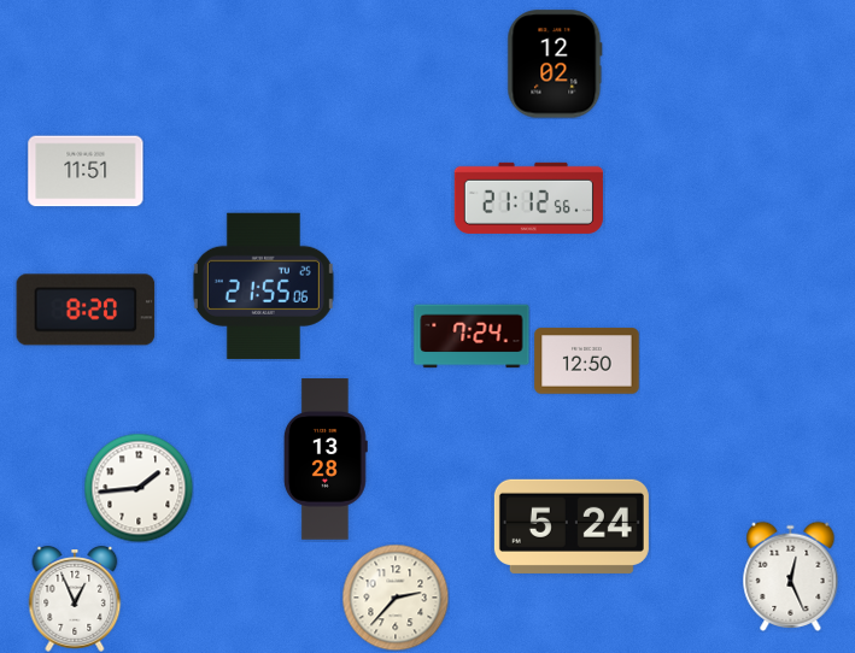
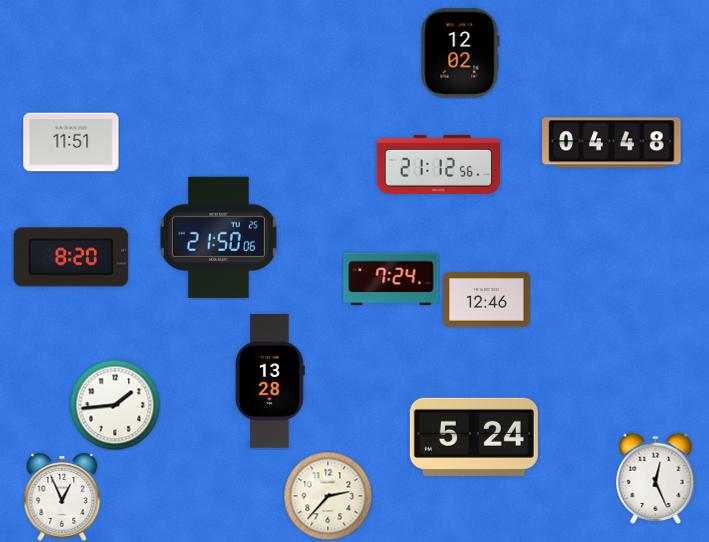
clock at (612, 143): none -> 04:48
clock at (263, 286): 21:55 -> 21:50
clock at (587, 361): 12:50 -> 12:46
